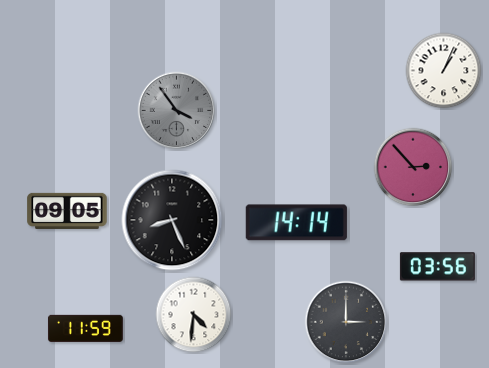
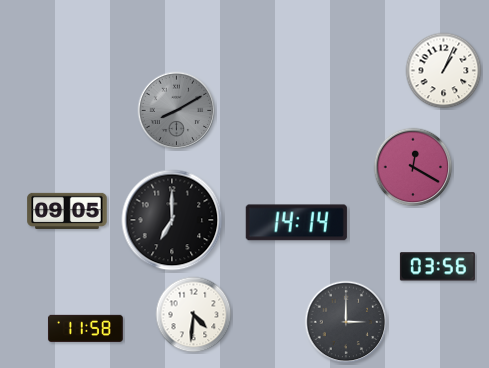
clock at (177, 111): 3:54 -> 8:10
clock at (413, 167): 2:53 -> 12:20
clock at (172, 220): 8:26 -> 7:00
clock at (85, 329): 11:59 -> 11:58
